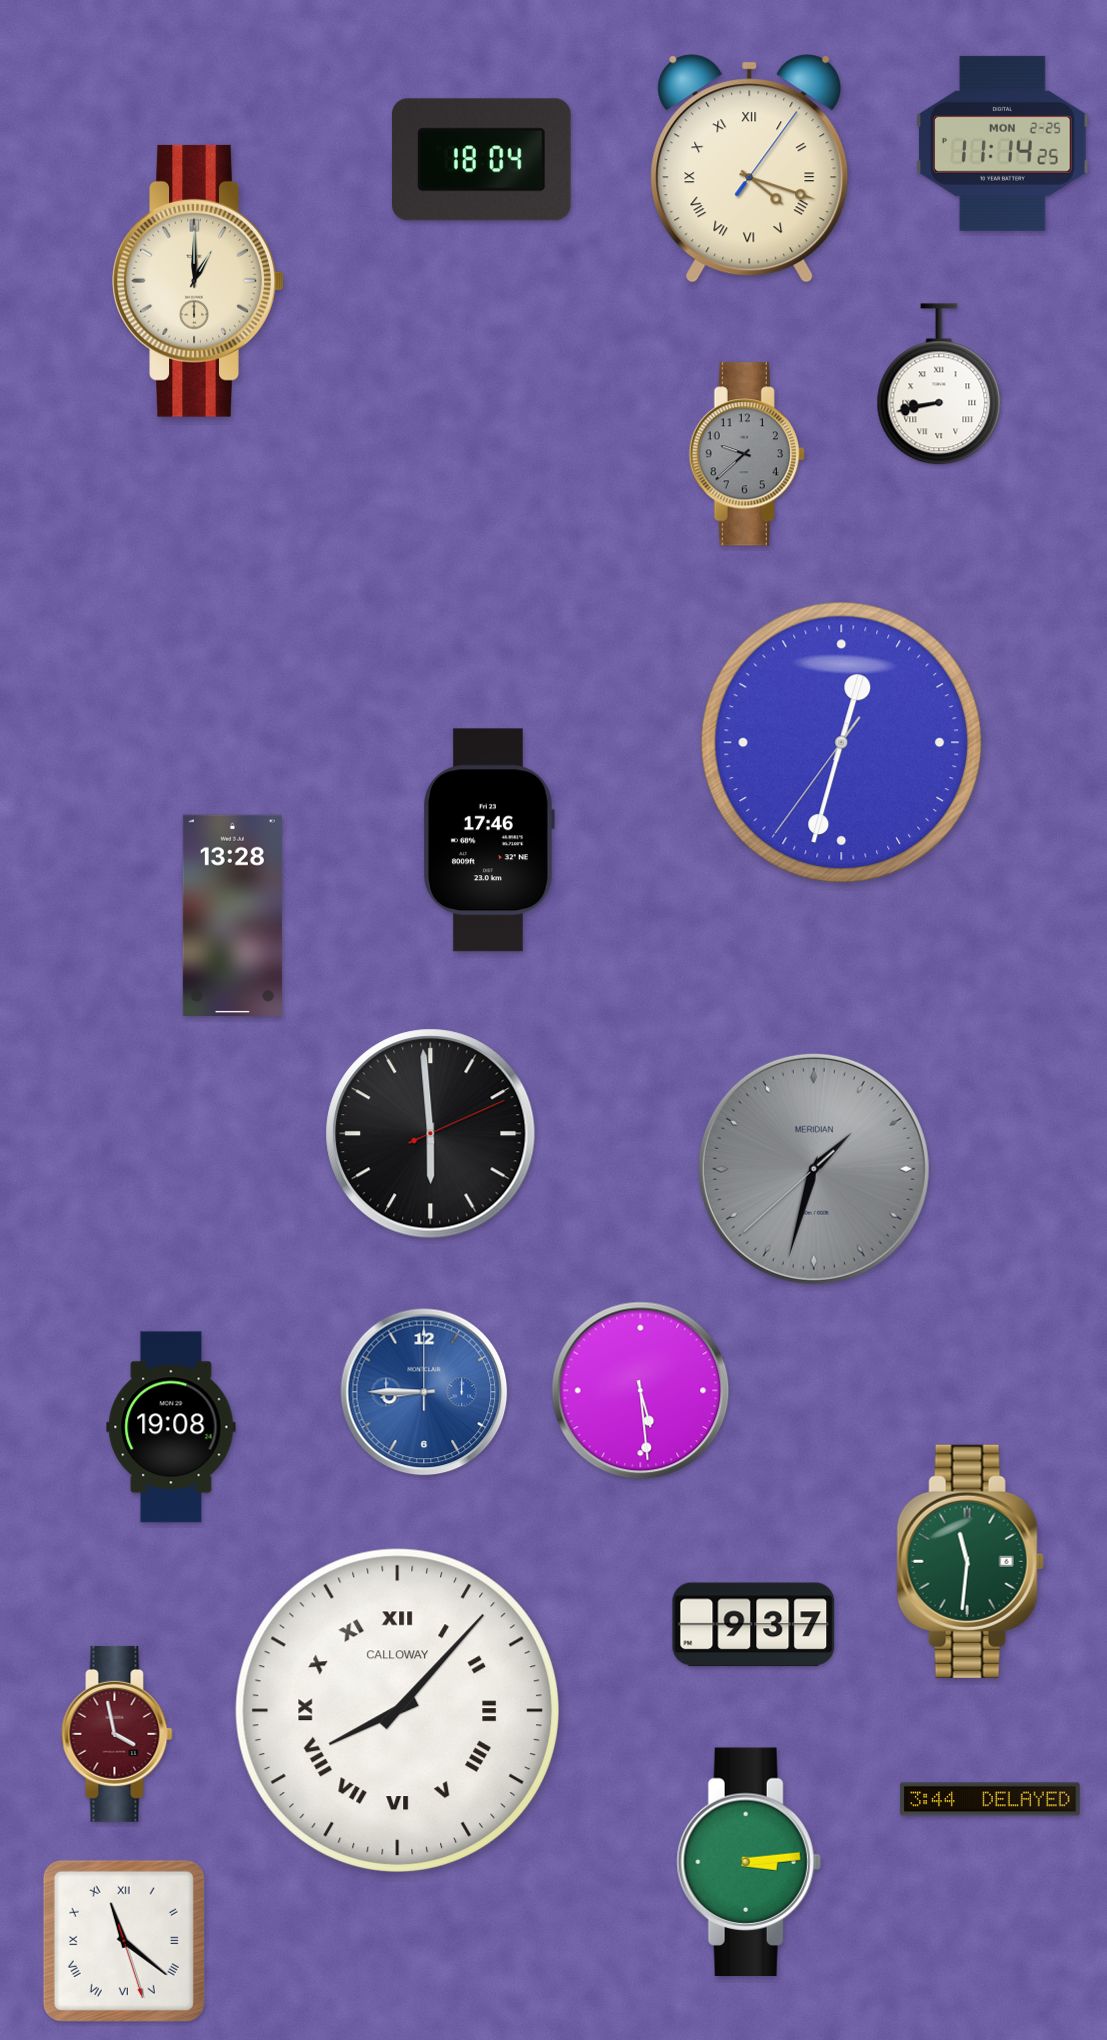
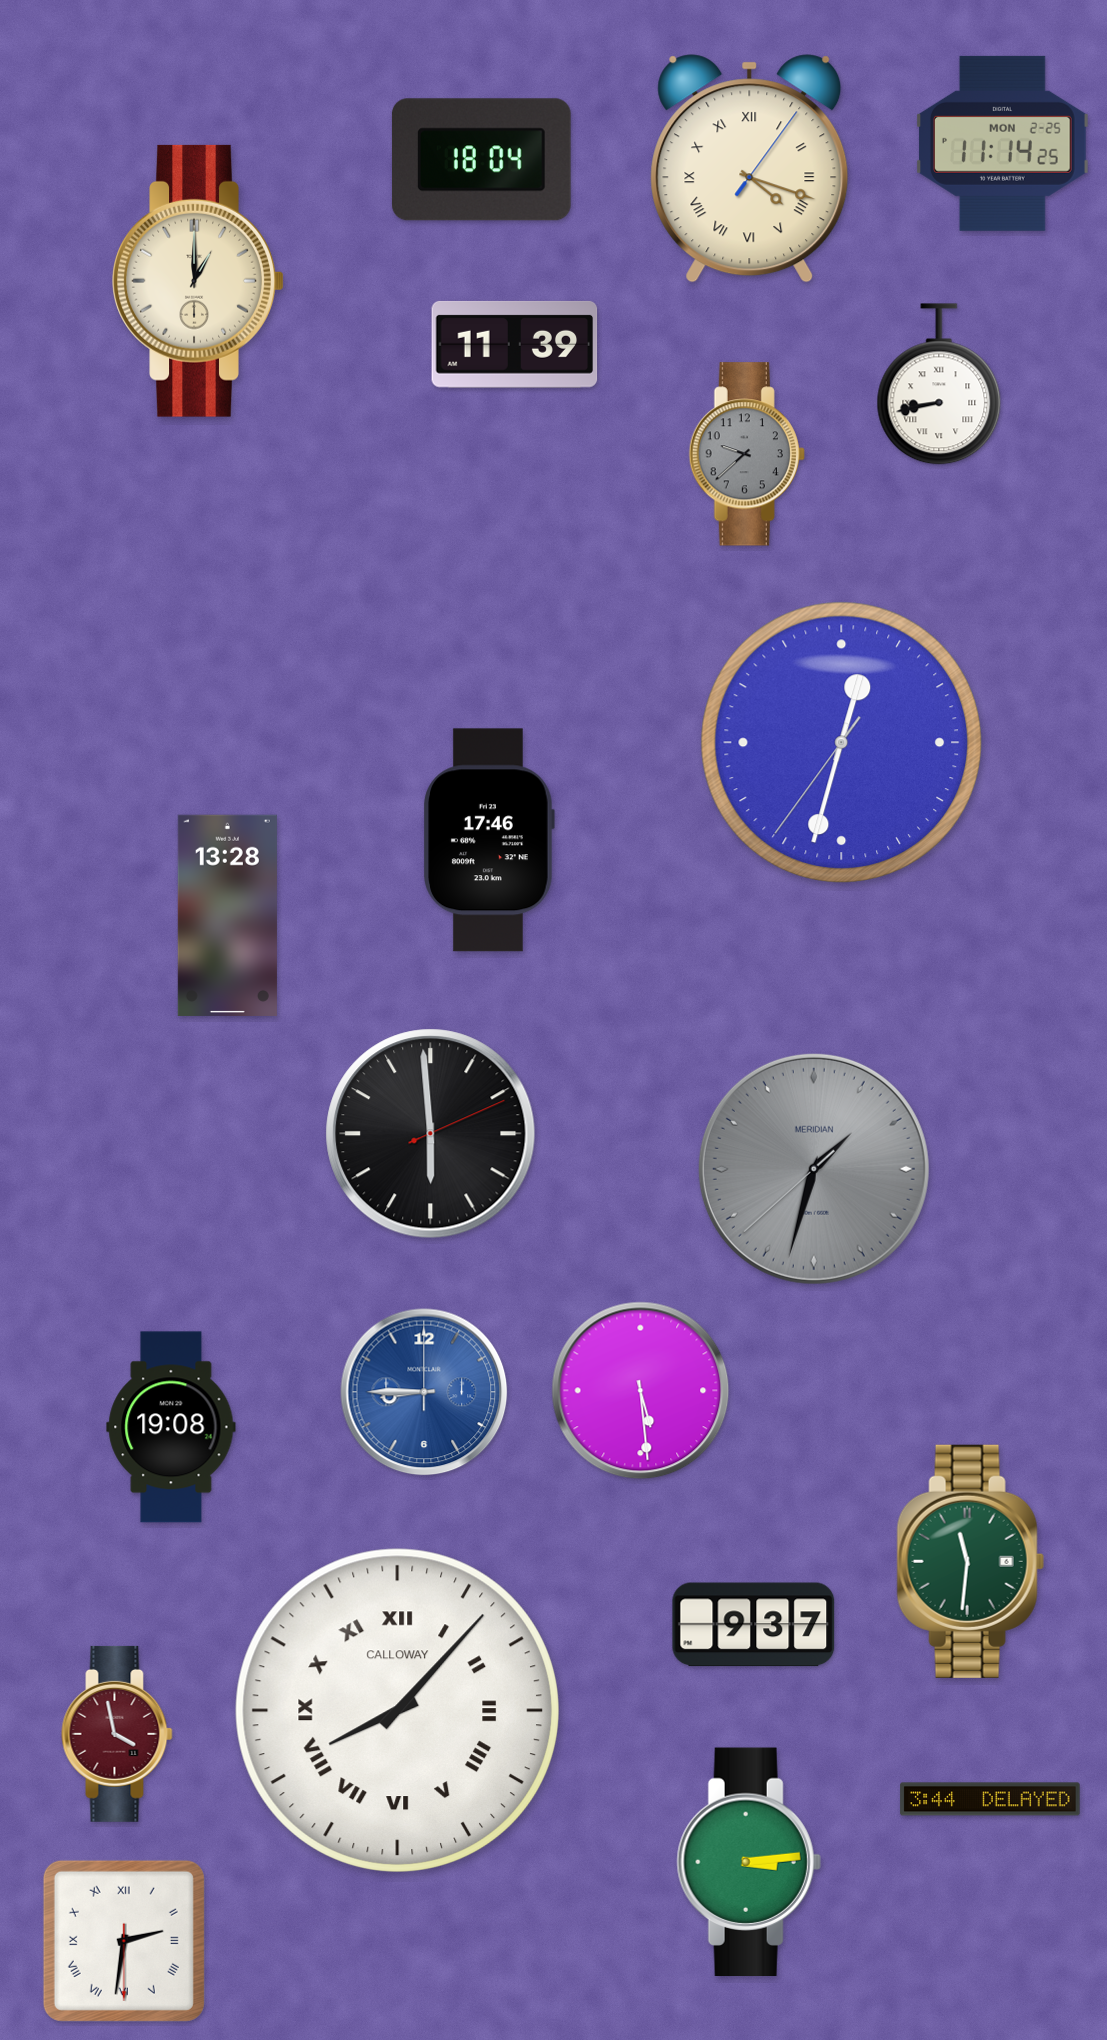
clock at (515, 344): none -> 11:39
clock at (232, 915) position: (232, 915) -> (227, 915)
clock at (124, 1941): 11:21 -> 2:31
